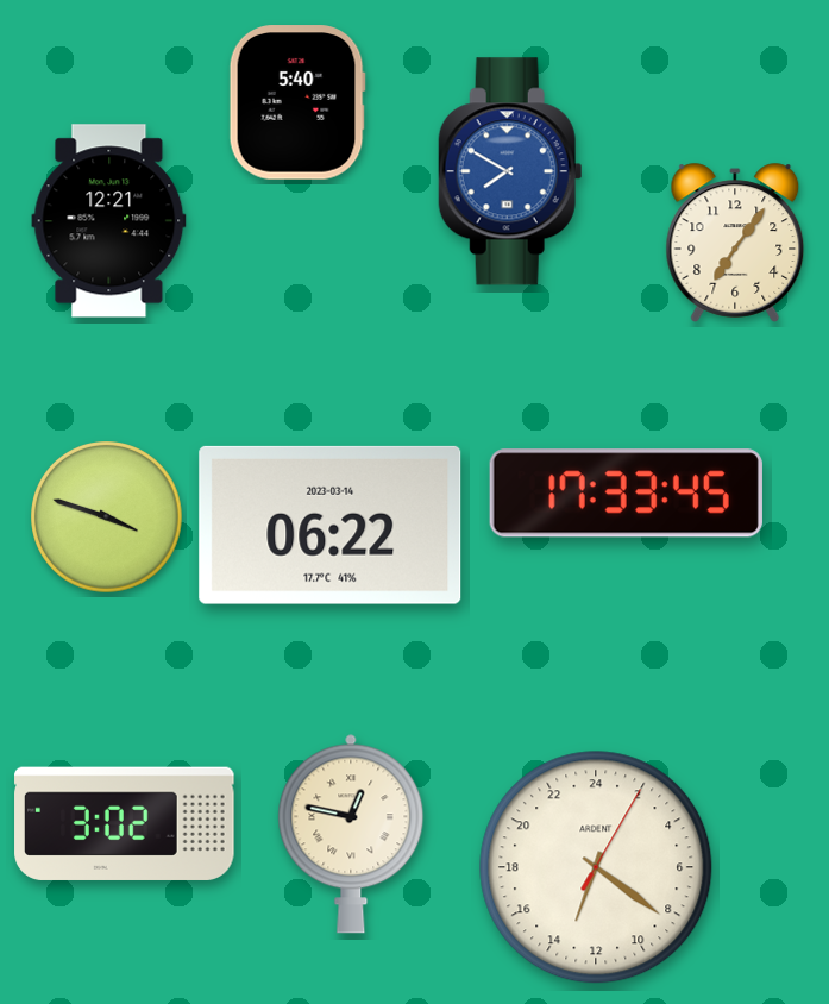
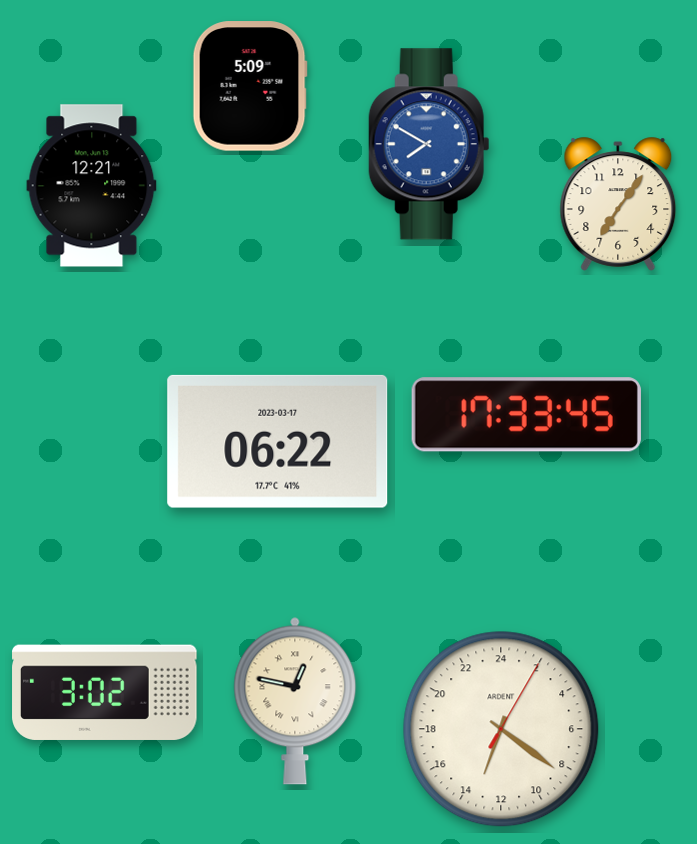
clock at (297, 102): 5:40 -> 5:09
clock at (107, 517): 3:48 -> none
clock at (331, 525) date: 2023-03-14 -> 2023-03-17
